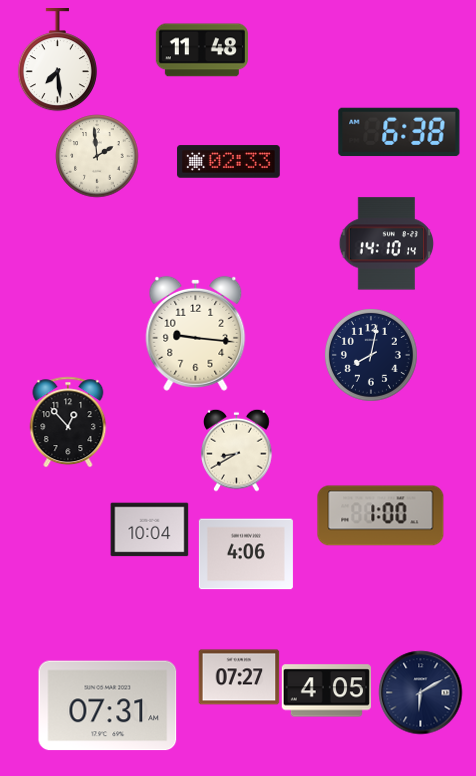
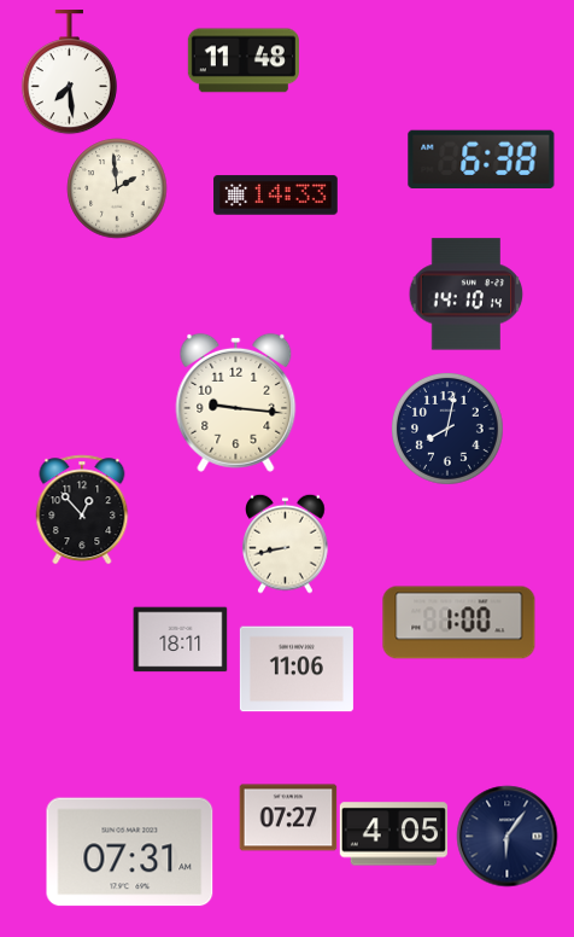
clock at (229, 162): 02:33 -> 14:33
clock at (237, 450): 8:40 -> 8:43
clock at (149, 530): 10:04 -> 18:11
clock at (246, 554): 4:06 -> 11:06
clock at (420, 692): 6:10 -> 6:06
